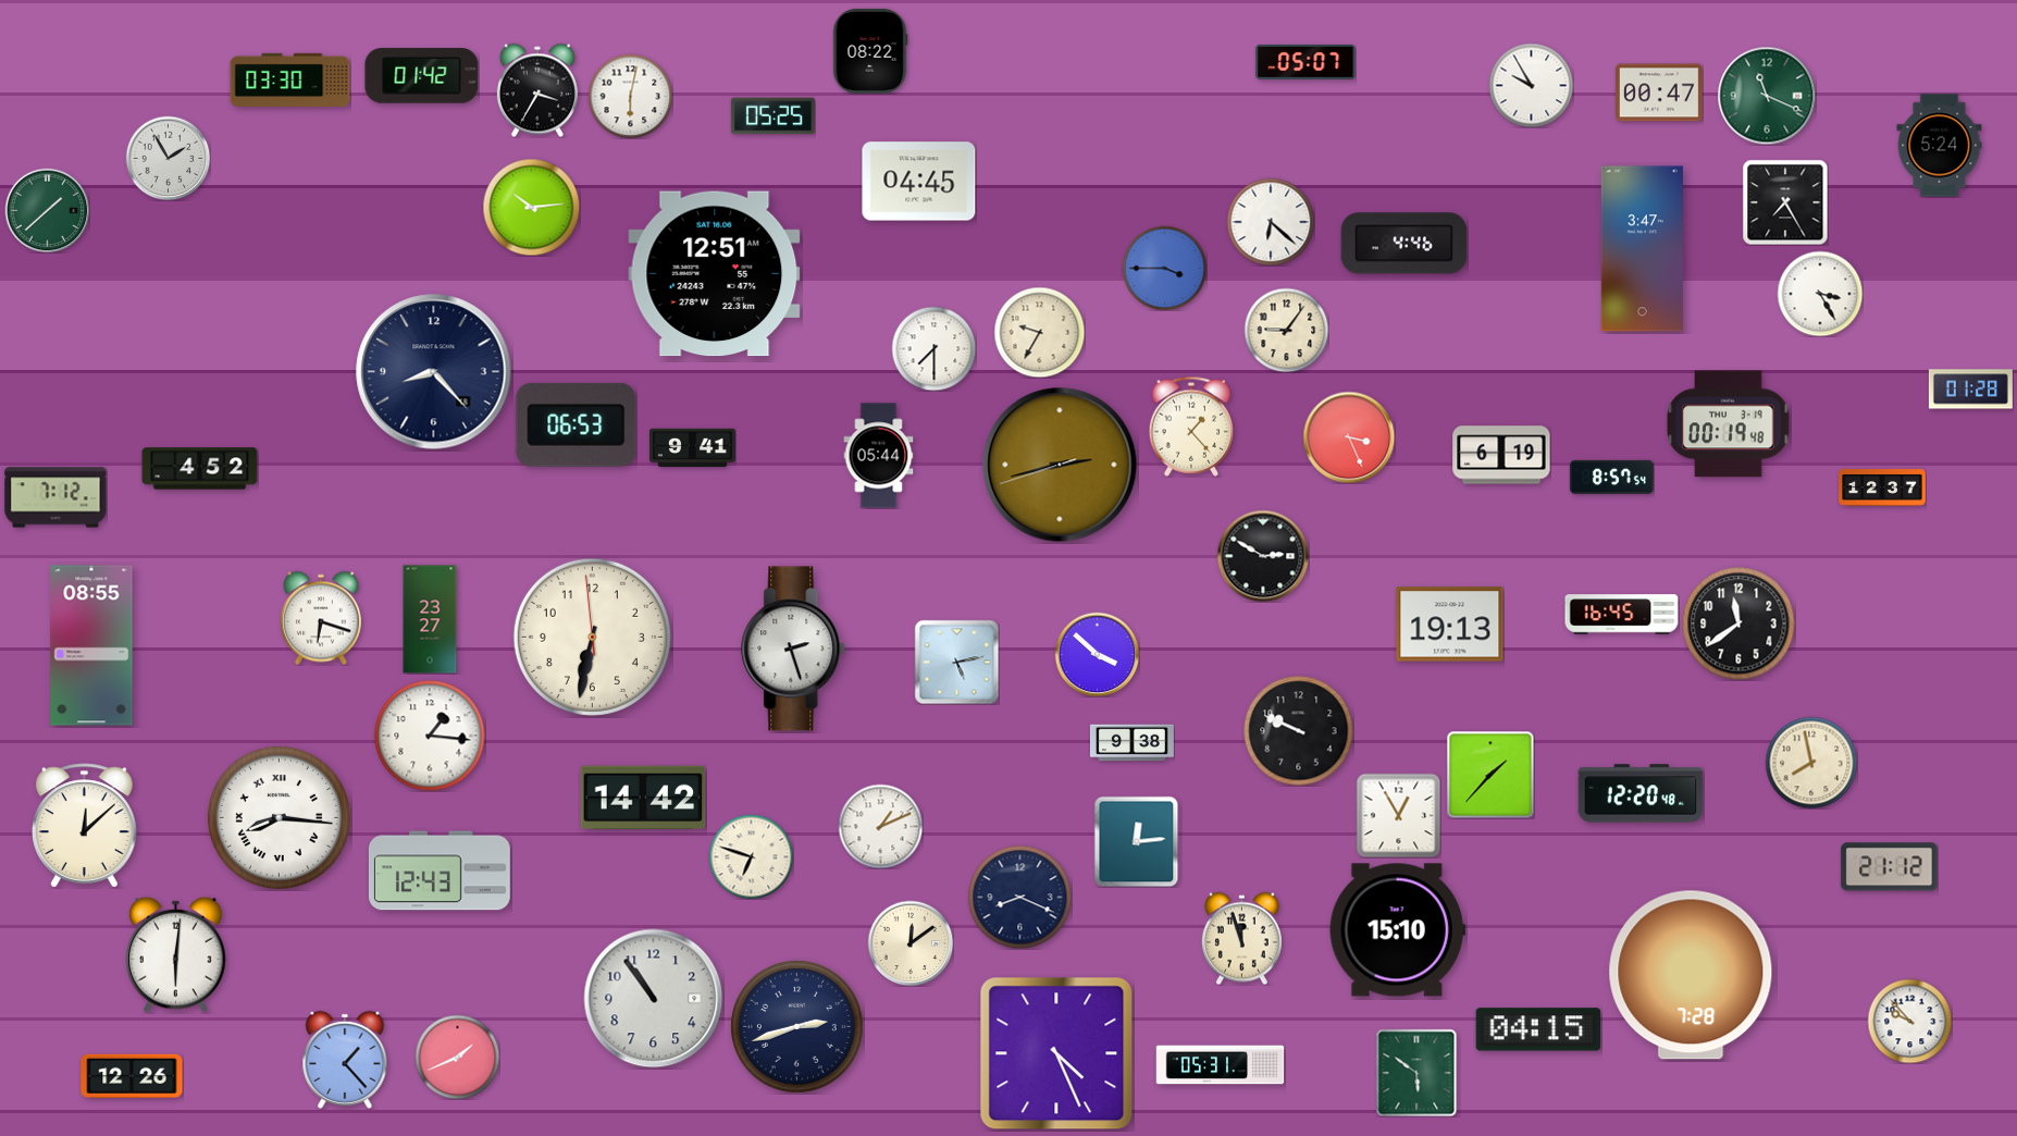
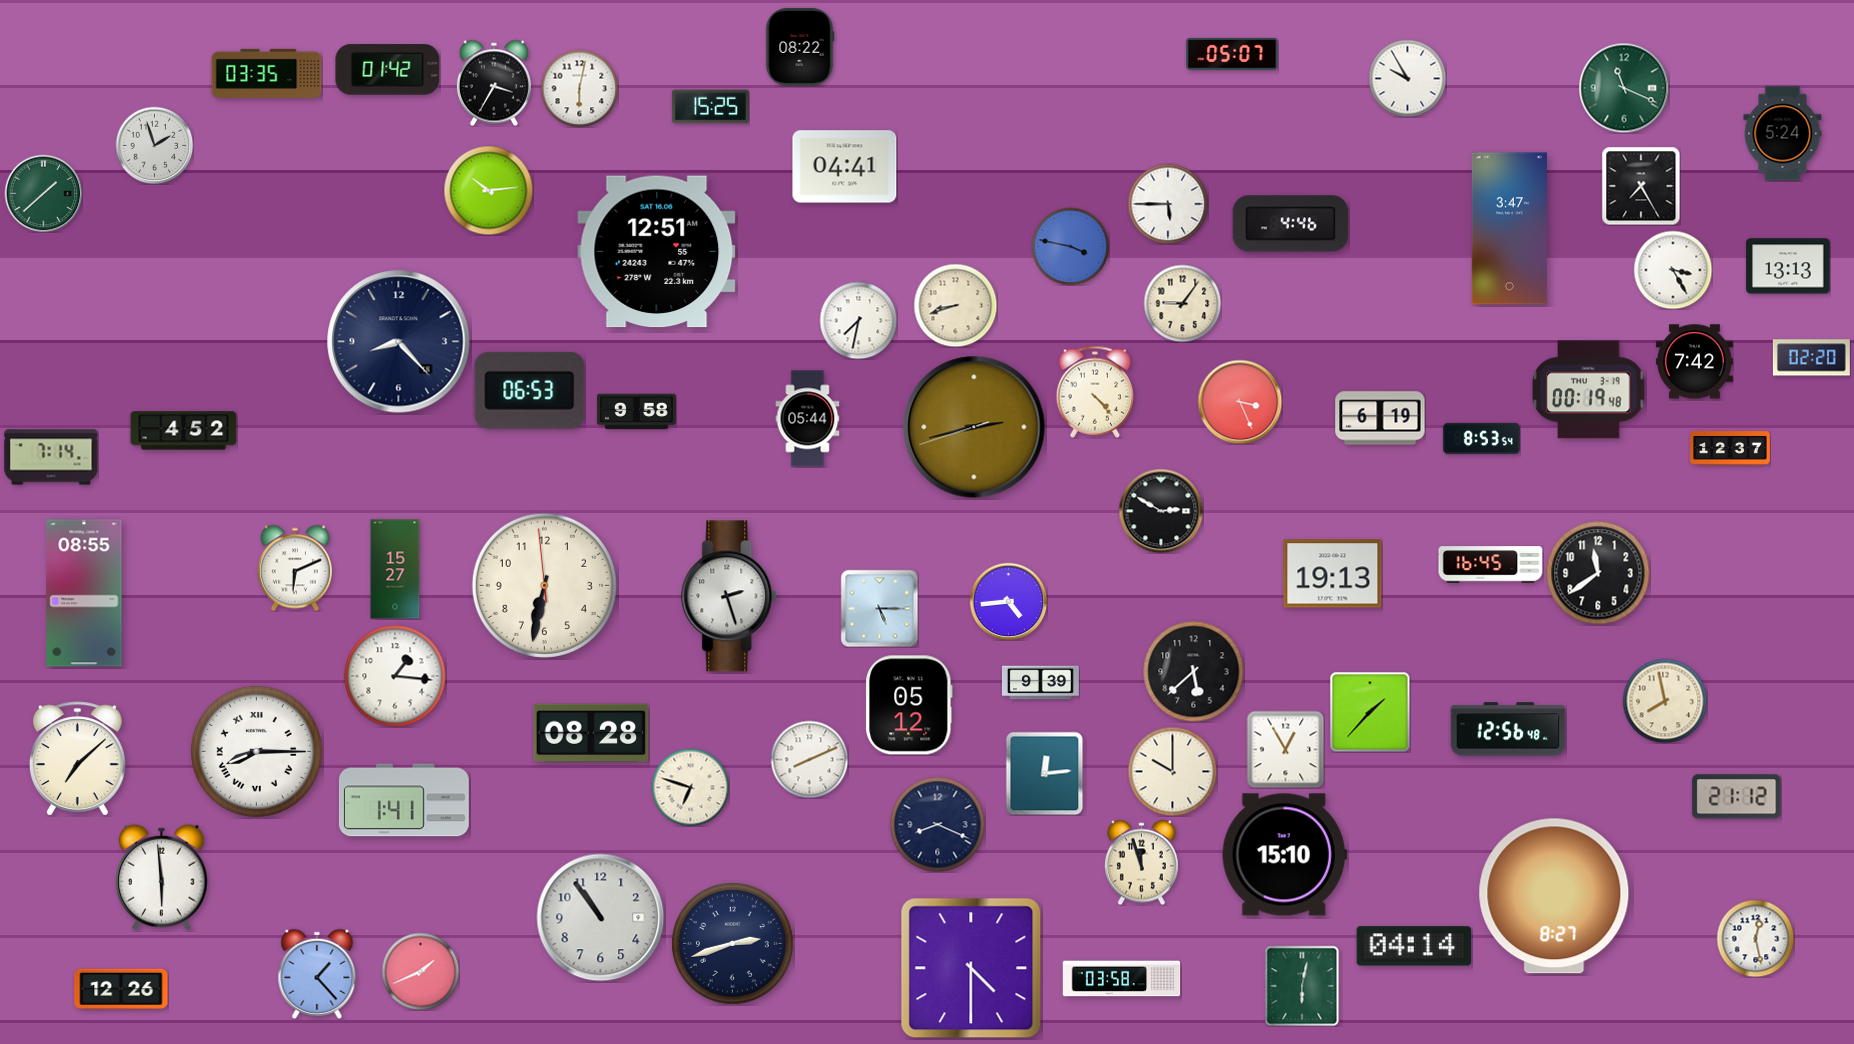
clock at (1306, 62) position: (1306, 62) -> (1232, 54)
clock at (290, 79): 03:30 -> 03:35
clock at (1660, 92): 00:47 -> none
clock at (772, 116): 05:25 -> 15:25
clock at (168, 158): 1:55 -> 1:57
clock at (919, 182): 04:45 -> 04:41
clock at (1271, 222): 6:22 -> 5:45
clock at (1164, 268): 3:45 -> 3:47
clock at (1788, 266): none -> 13:13
clock at (1039, 332): 9:35 -> 8:42
clock at (933, 348): 7:30 -> 7:32
clock at (1970, 390): 01:28 -> 02:20
clock at (1694, 362): none -> 7:42
clock at (1190, 427): 1:23 -> 4:23
clock at (692, 448): 9:41 -> 9:58
clock at (1611, 477): 8:57 -> 8:53
clock at (55, 497): 7:12 -> 7:14
clock at (321, 618): 6:18 -> 6:11
clock at (430, 619): 23:27 -> 15:27
clock at (1097, 654): 3:52 -> 4:44
clock at (956, 662): 5:13 -> 5:15
clock at (1299, 731): 9:49 -> 5:38
clock at (1131, 743): 9:38 -> 9:39
clock at (909, 705): none -> 05:12
clock at (1641, 793): 12:20 -> 12:56
clock at (643, 797): 14:42 -> 08:28
clock at (279, 817): 8:16 -> 8:15
clock at (85, 826): 12:08 -> 7:08
clock at (880, 826): 1:11 -> 8:11
clock at (1172, 771): none -> 10:00
clock at (440, 870): 12:43 -> 1:41
clock at (911, 943): 12:09 -> none
clock at (176, 954): 6:01 -> 5:59
clock at (1691, 975): 7:28 -> 8:27
clock at (1909, 1021): 9:53 -> 12:28
clock at (1538, 1029): 04:15 -> 04:14
clock at (1056, 1053): 4:26 -> 4:30
clock at (1221, 1065): 05:31 -> 03:58
clock at (1416, 1073): 5:51 -> 6:02
